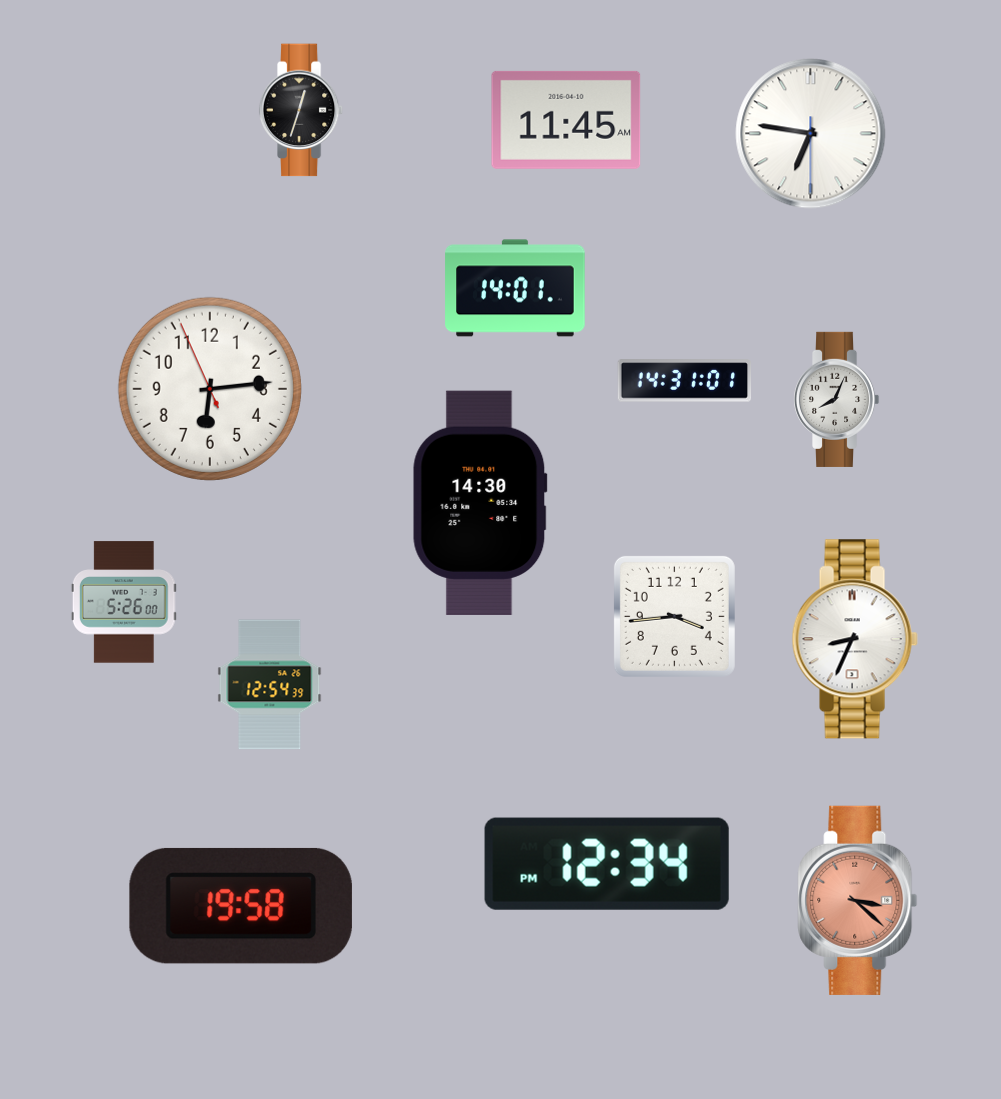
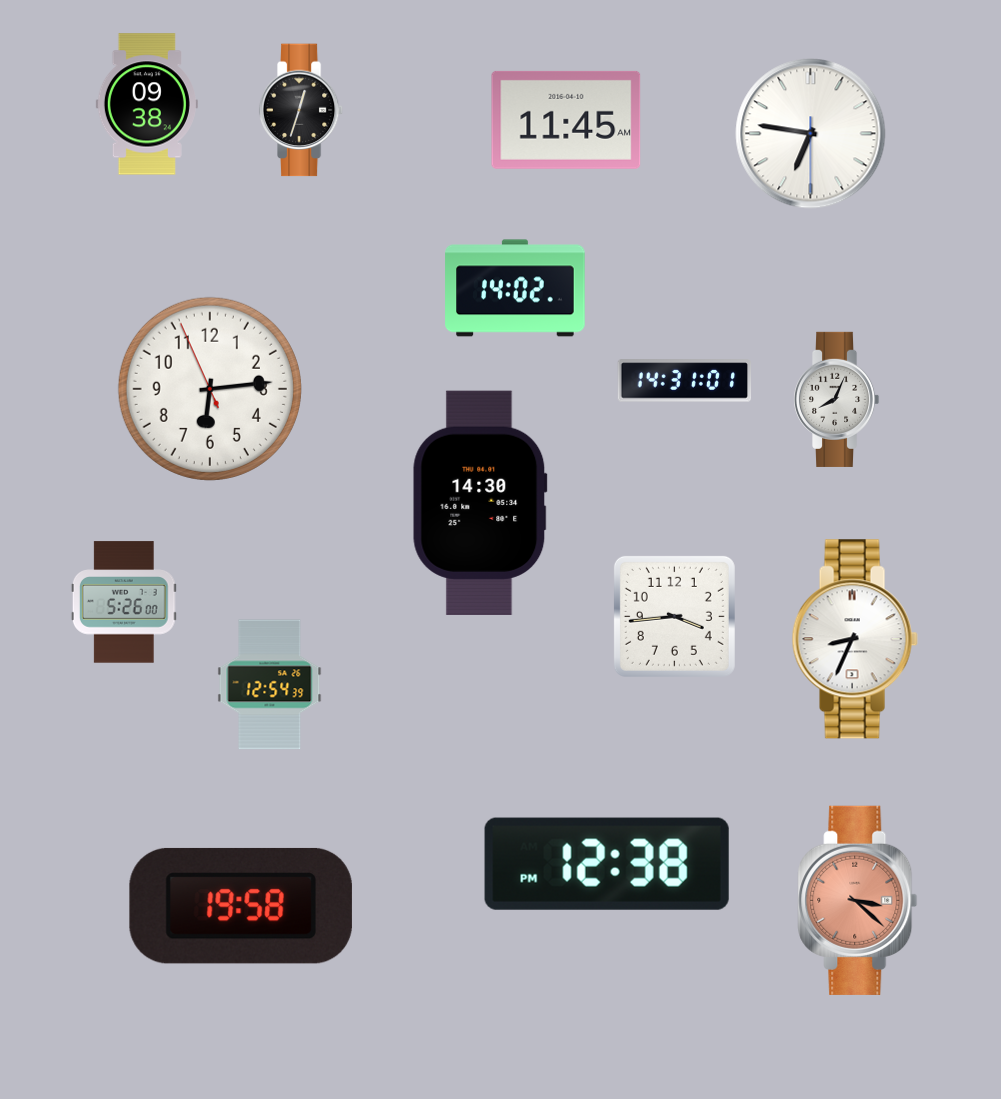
clock at (147, 104): none -> 09:38
clock at (515, 288): 14:01 -> 14:02
clock at (607, 864): 12:34 -> 12:38
